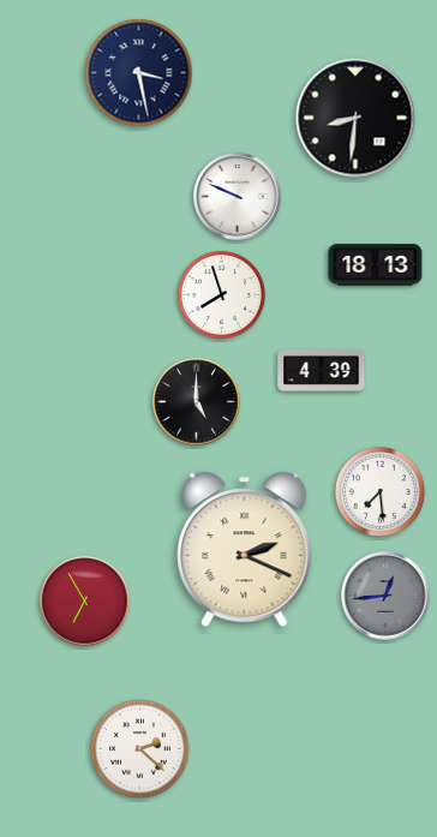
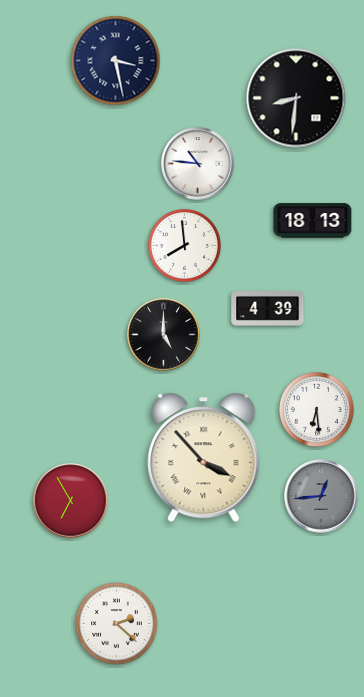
clock at (238, 197): 9:49 -> 10:46
clock at (221, 294): 7:57 -> 7:59
clock at (379, 491): 7:29 -> 6:29
clock at (245, 550): 2:19 -> 3:53
